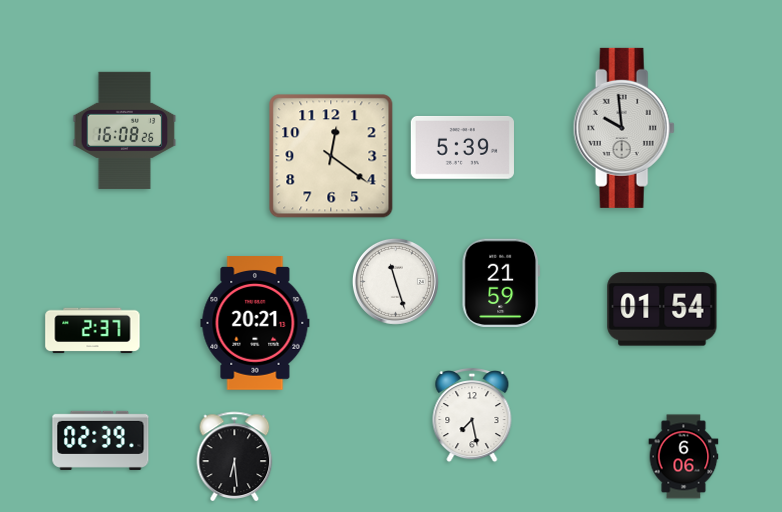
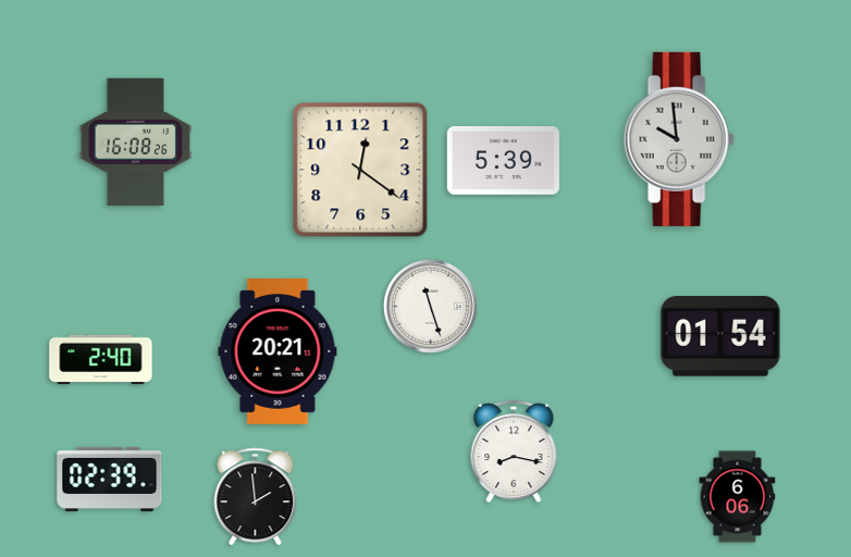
clock at (500, 283): 21:59 -> none
clock at (93, 331): 2:37 -> 2:40
clock at (472, 416): 7:28 -> 8:17
clock at (235, 456): 6:29 -> 1:59
clock at (684, 457) position: (684, 457) -> (738, 497)
